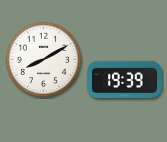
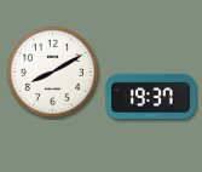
clock at (125, 80): 19:39 -> 19:37
